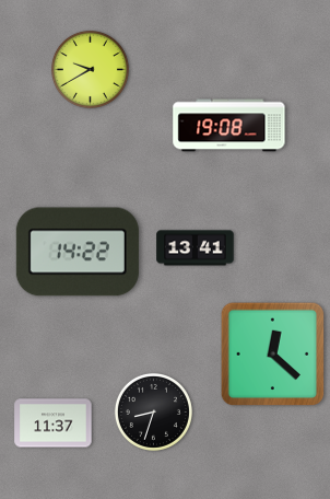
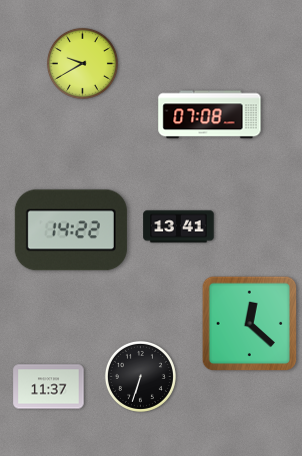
clock at (229, 126): 19:08 -> 07:08
clock at (153, 411): 8:33 -> 6:33
